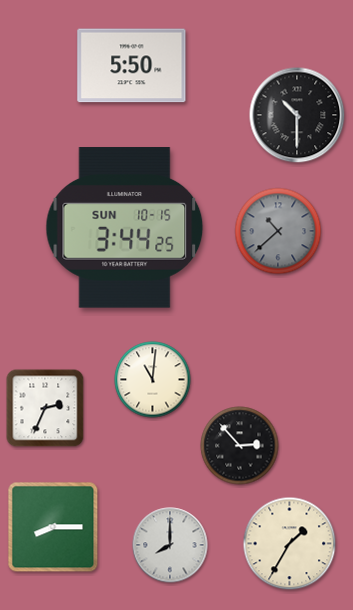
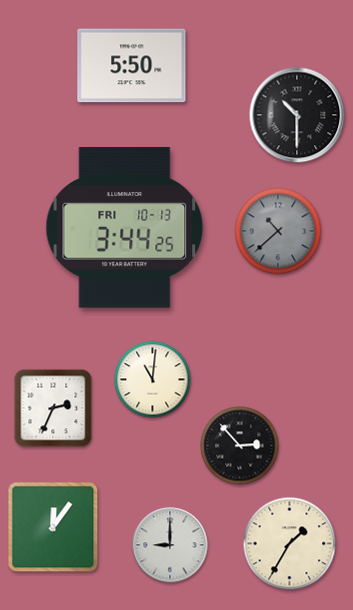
clock at (125, 228) date: SUN 10-15 -> FRI 10-13
clock at (45, 408) position: (45, 408) -> (53, 408)
clock at (53, 527): 8:15 -> 12:06
clock at (170, 545): 8:00 -> 9:00
